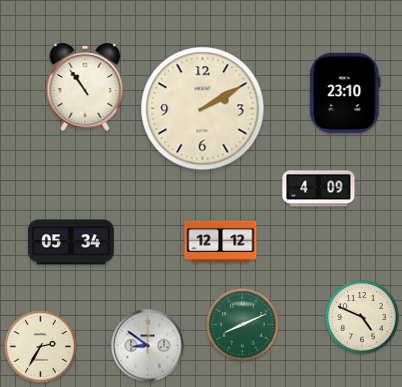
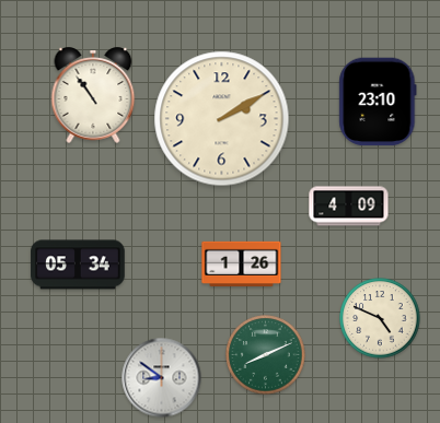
clock at (221, 242): 12:12 -> 1:26
clock at (362, 317) position: (362, 317) -> (380, 318)
clock at (41, 347): 2:35 -> none
